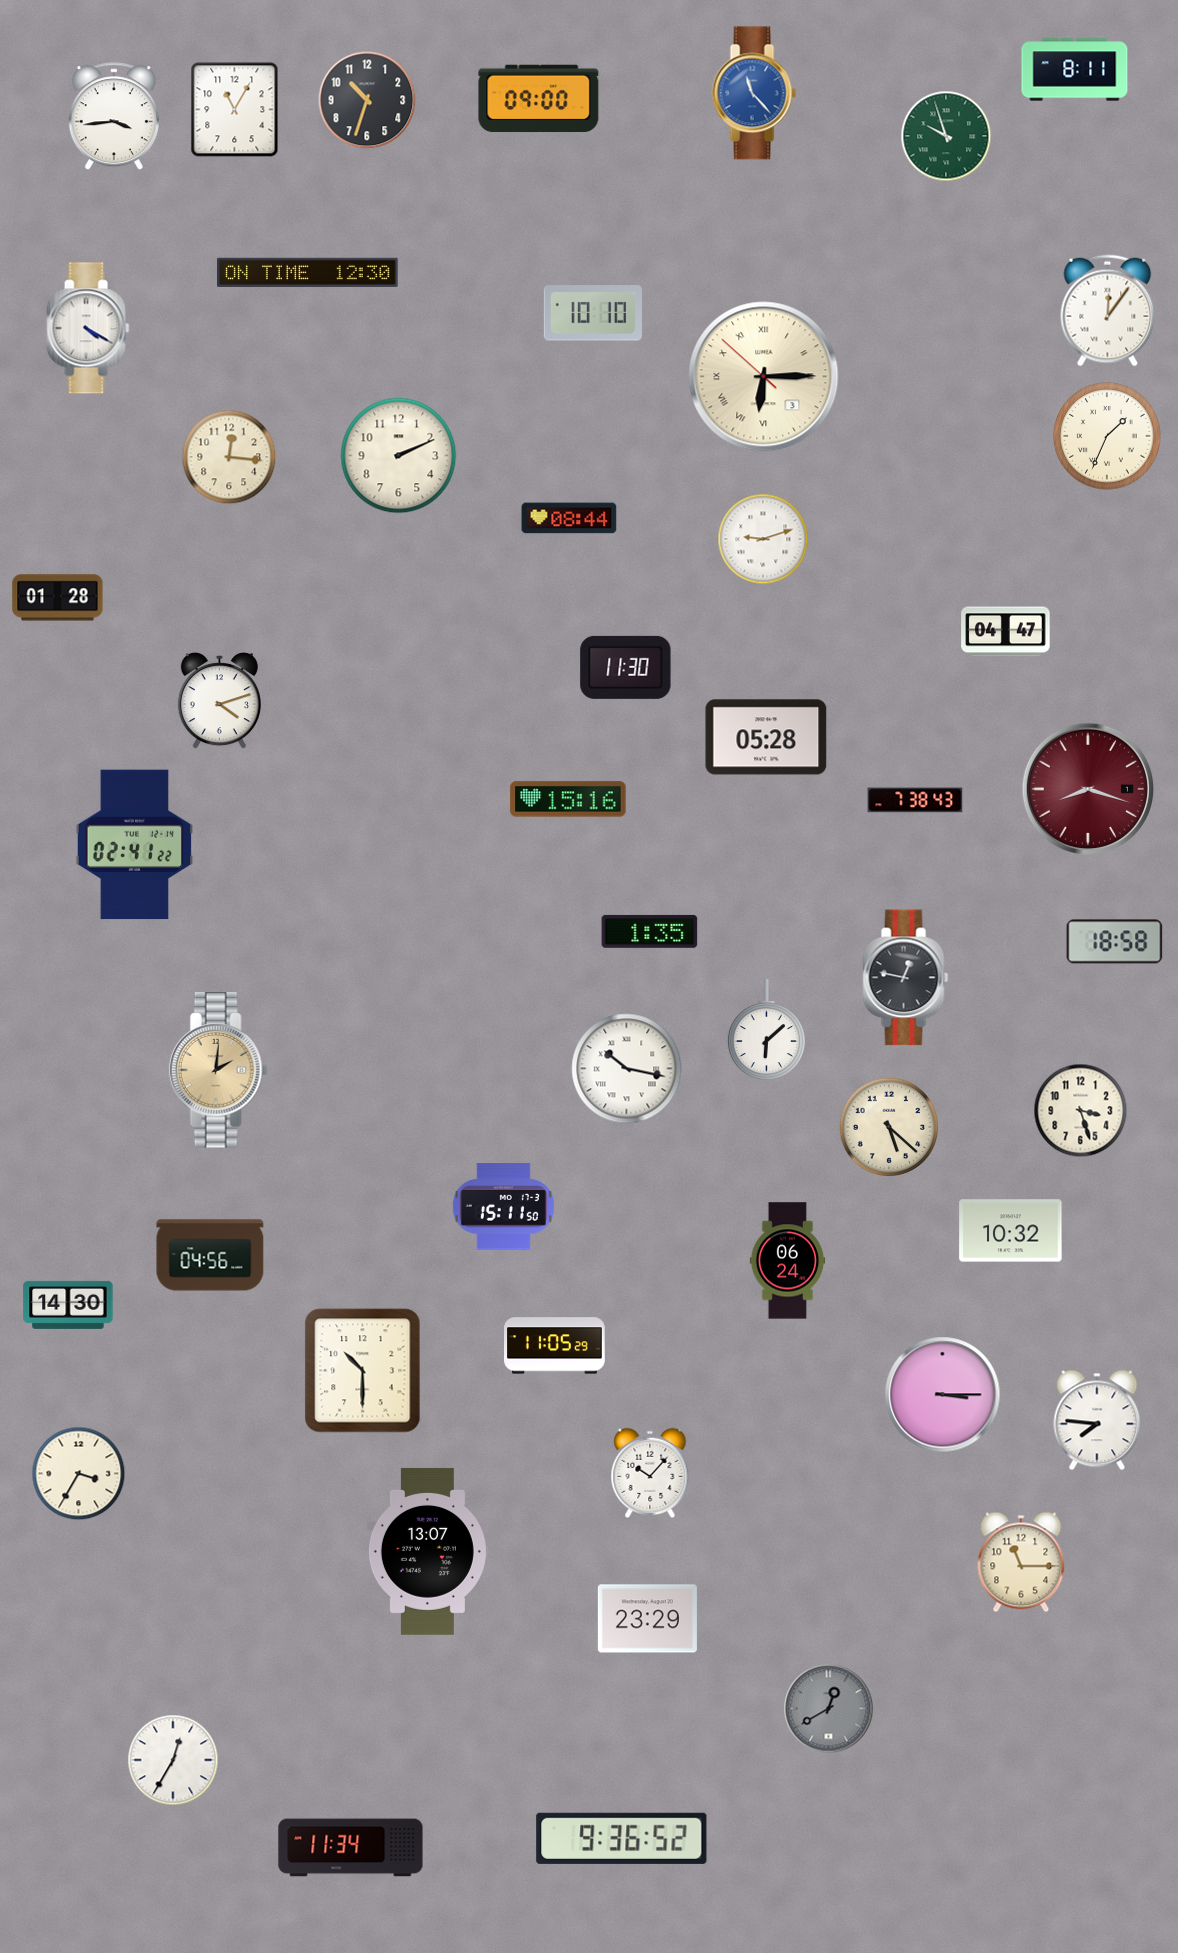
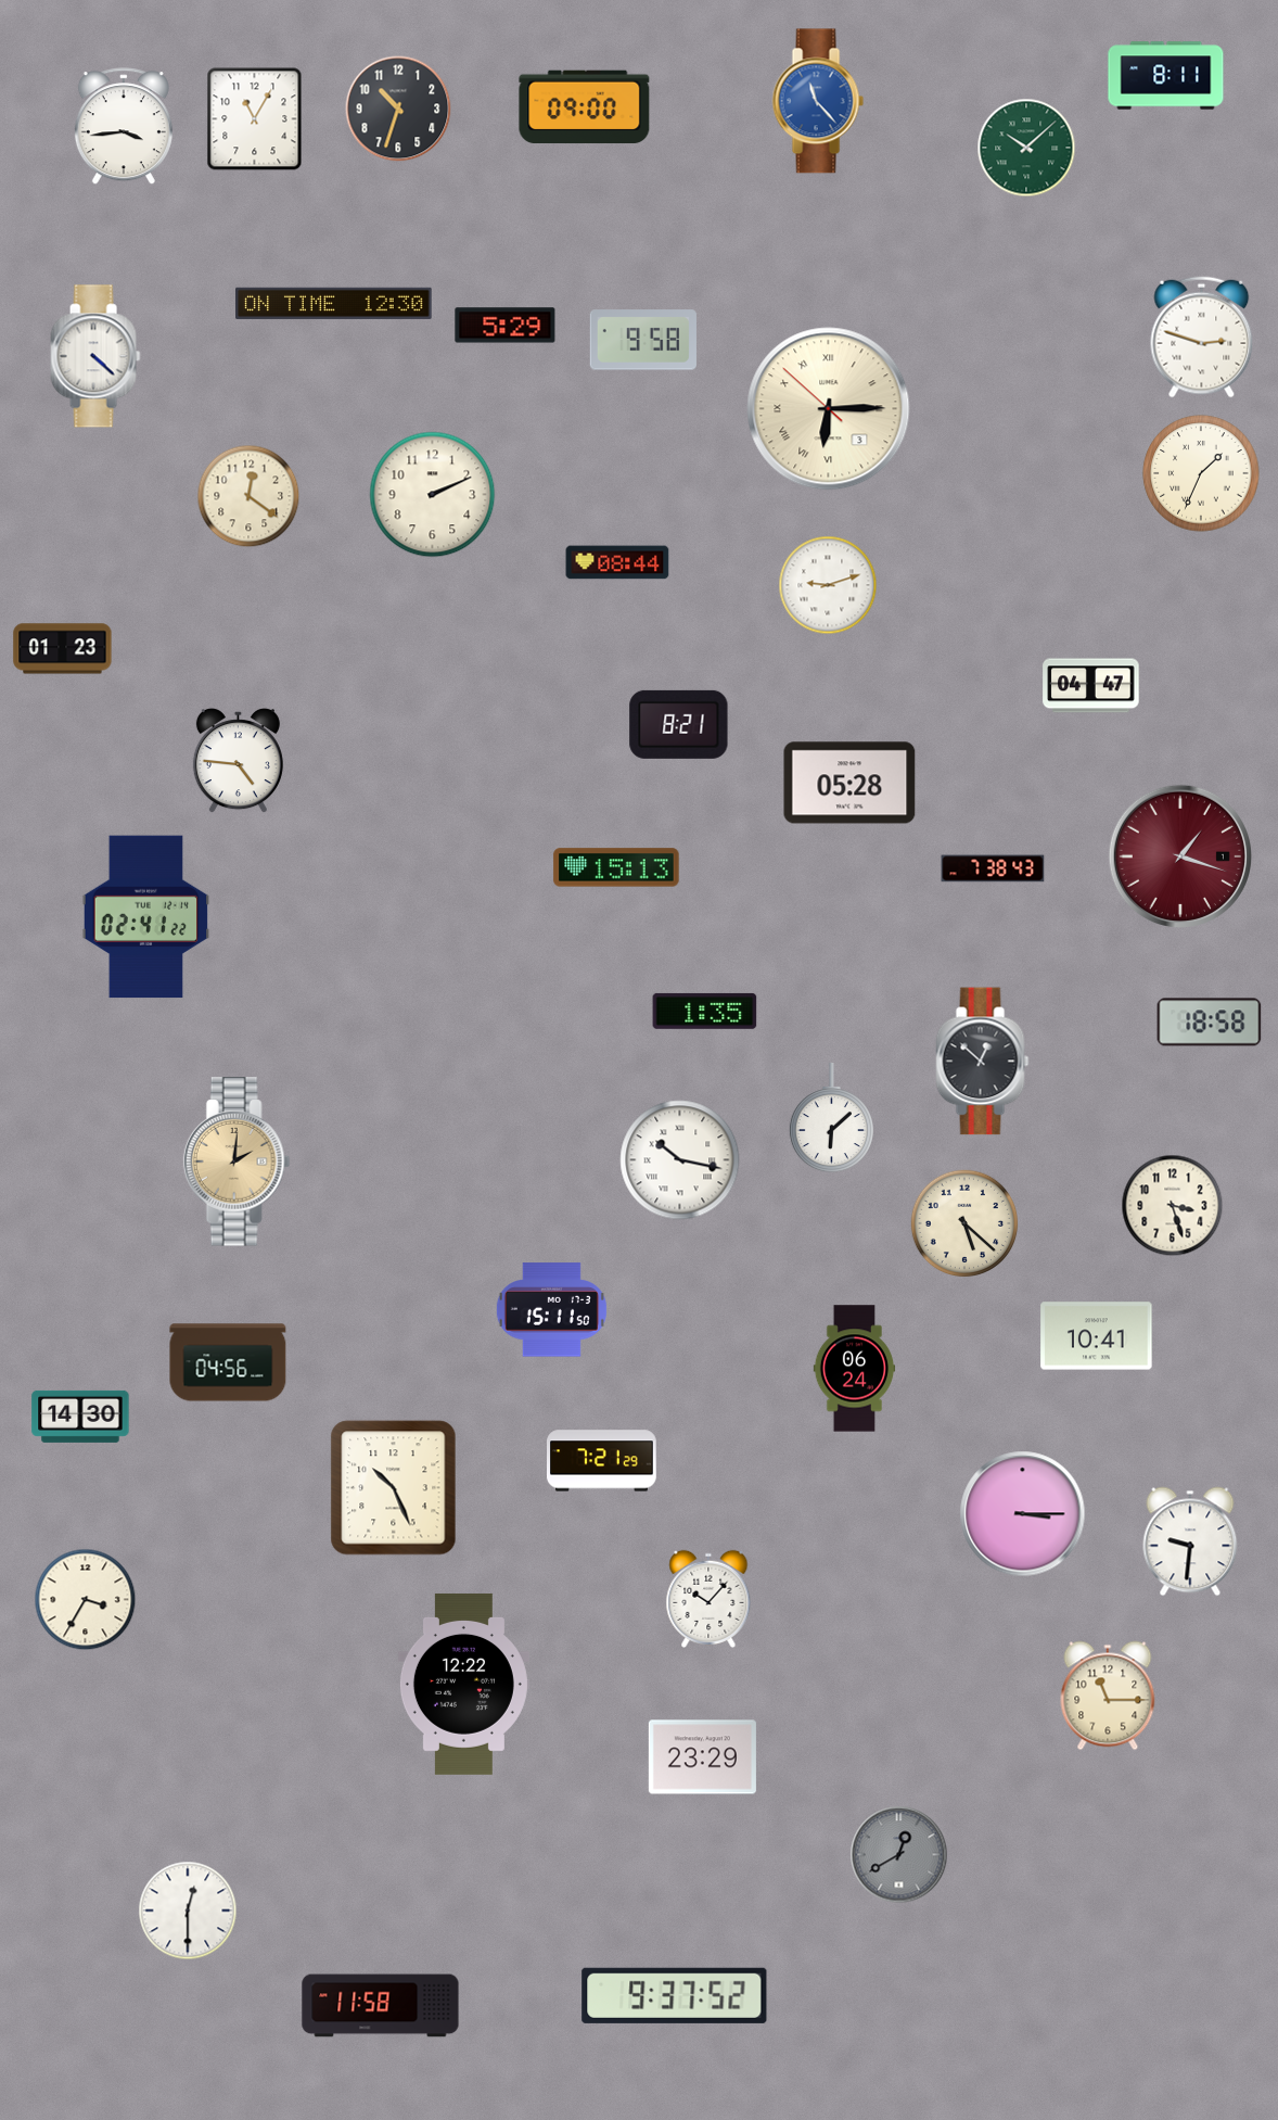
clock at (946, 136): 9:57 -> 10:08
clock at (308, 272) position: (308, 272) -> (334, 303)
clock at (506, 326): none -> 5:29
clock at (1108, 311): 12:06 -> 2:48
clock at (593, 313): 10:10 -> 9:58
clock at (88, 328): 4:20 -> 4:22
clock at (229, 457): 12:16 -> 12:21
clock at (58, 598): 01:28 -> 01:23
clock at (626, 667): 11:30 -> 8:21
clock at (219, 701): 4:12 -> 4:46
clock at (766, 737) position: (766, 737) -> (849, 783)
clock at (1087, 788): 8:18 -> 1:18
clock at (568, 799): 15:16 -> 15:13
clock at (906, 978): 12:47 -> 12:52
clock at (503, 1207) position: (503, 1207) -> (551, 1310)
clock at (1011, 1231): 10:32 -> 10:41
clock at (68, 1305) position: (68, 1305) -> (80, 1417)
clock at (555, 1346): 11:05 -> 7:21
clock at (363, 1371): 10:30 -> 10:26
clock at (1097, 1420): 7:46 -> 9:31
clock at (650, 1473) position: (650, 1473) -> (708, 1599)
clock at (427, 1551): 13:07 -> 12:22
clock at (173, 1760): 12:35 -> 12:30
clock at (622, 1838): 9:36 -> 9:37
clock at (351, 1848): 11:34 -> 11:58
